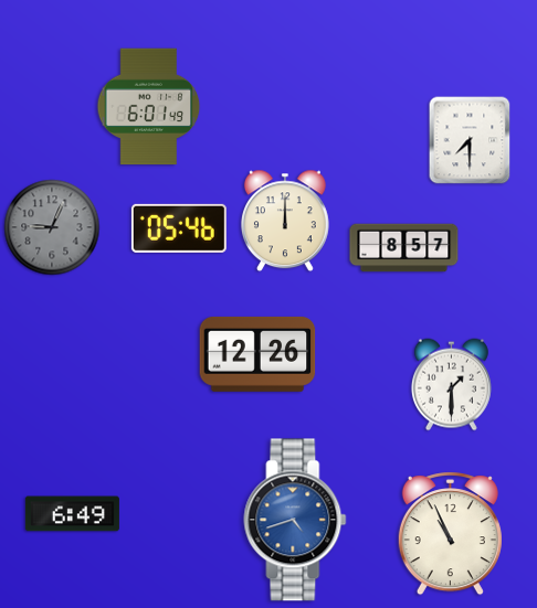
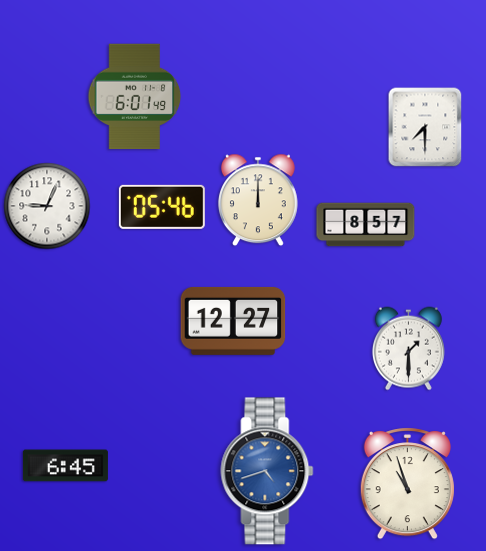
clock at (52, 227) dial: grey -> white
clock at (257, 354): 12:26 -> 12:27
clock at (72, 514): 6:49 -> 6:45
clock at (450, 534): 10:56 -> 10:57
